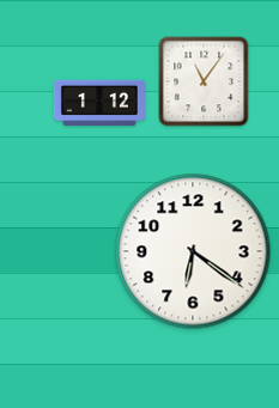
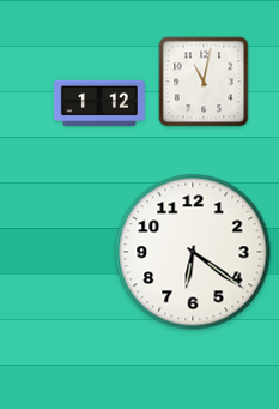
clock at (204, 81): 11:06 -> 11:02
